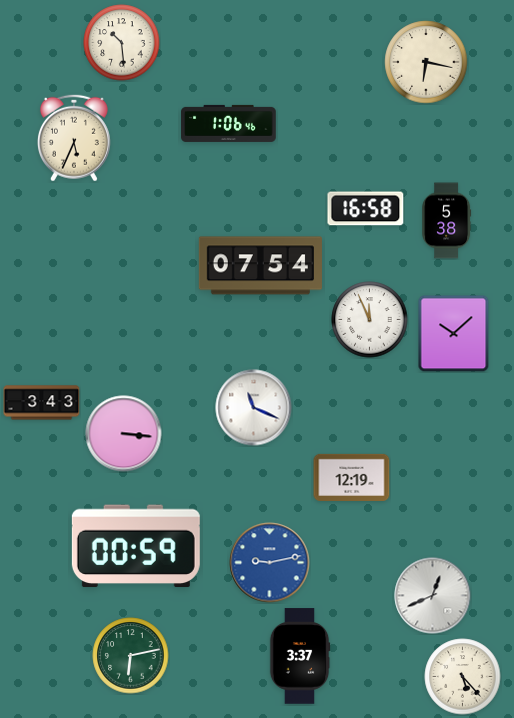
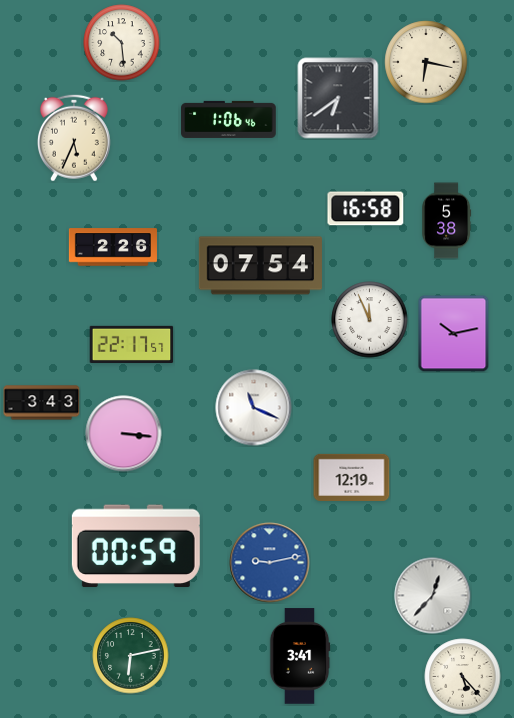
clock at (338, 98): none -> 6:39
clock at (229, 123) position: (229, 123) -> (229, 119)
clock at (113, 247): none -> 2:26
clock at (454, 333): 10:08 -> 10:13
clock at (132, 344): none -> 22:17
clock at (433, 596): 12:41 -> 12:37
clock at (300, 656): 3:37 -> 3:41
